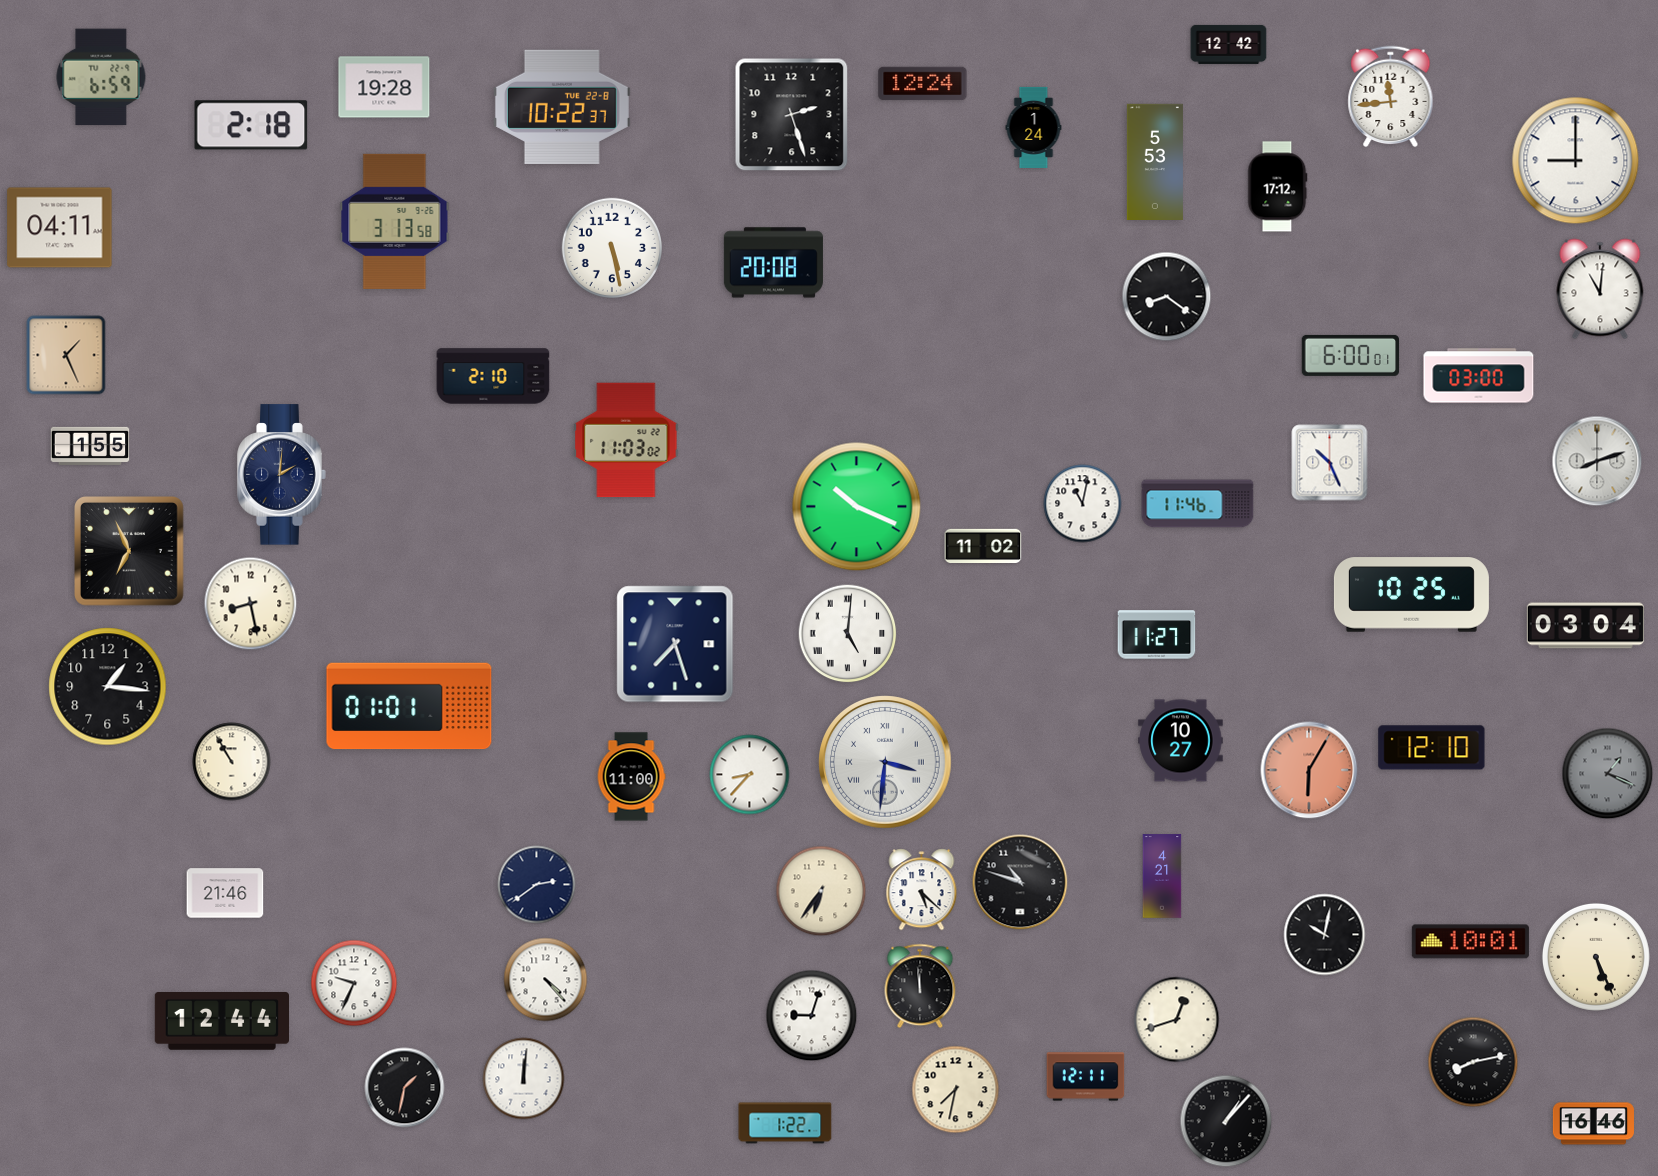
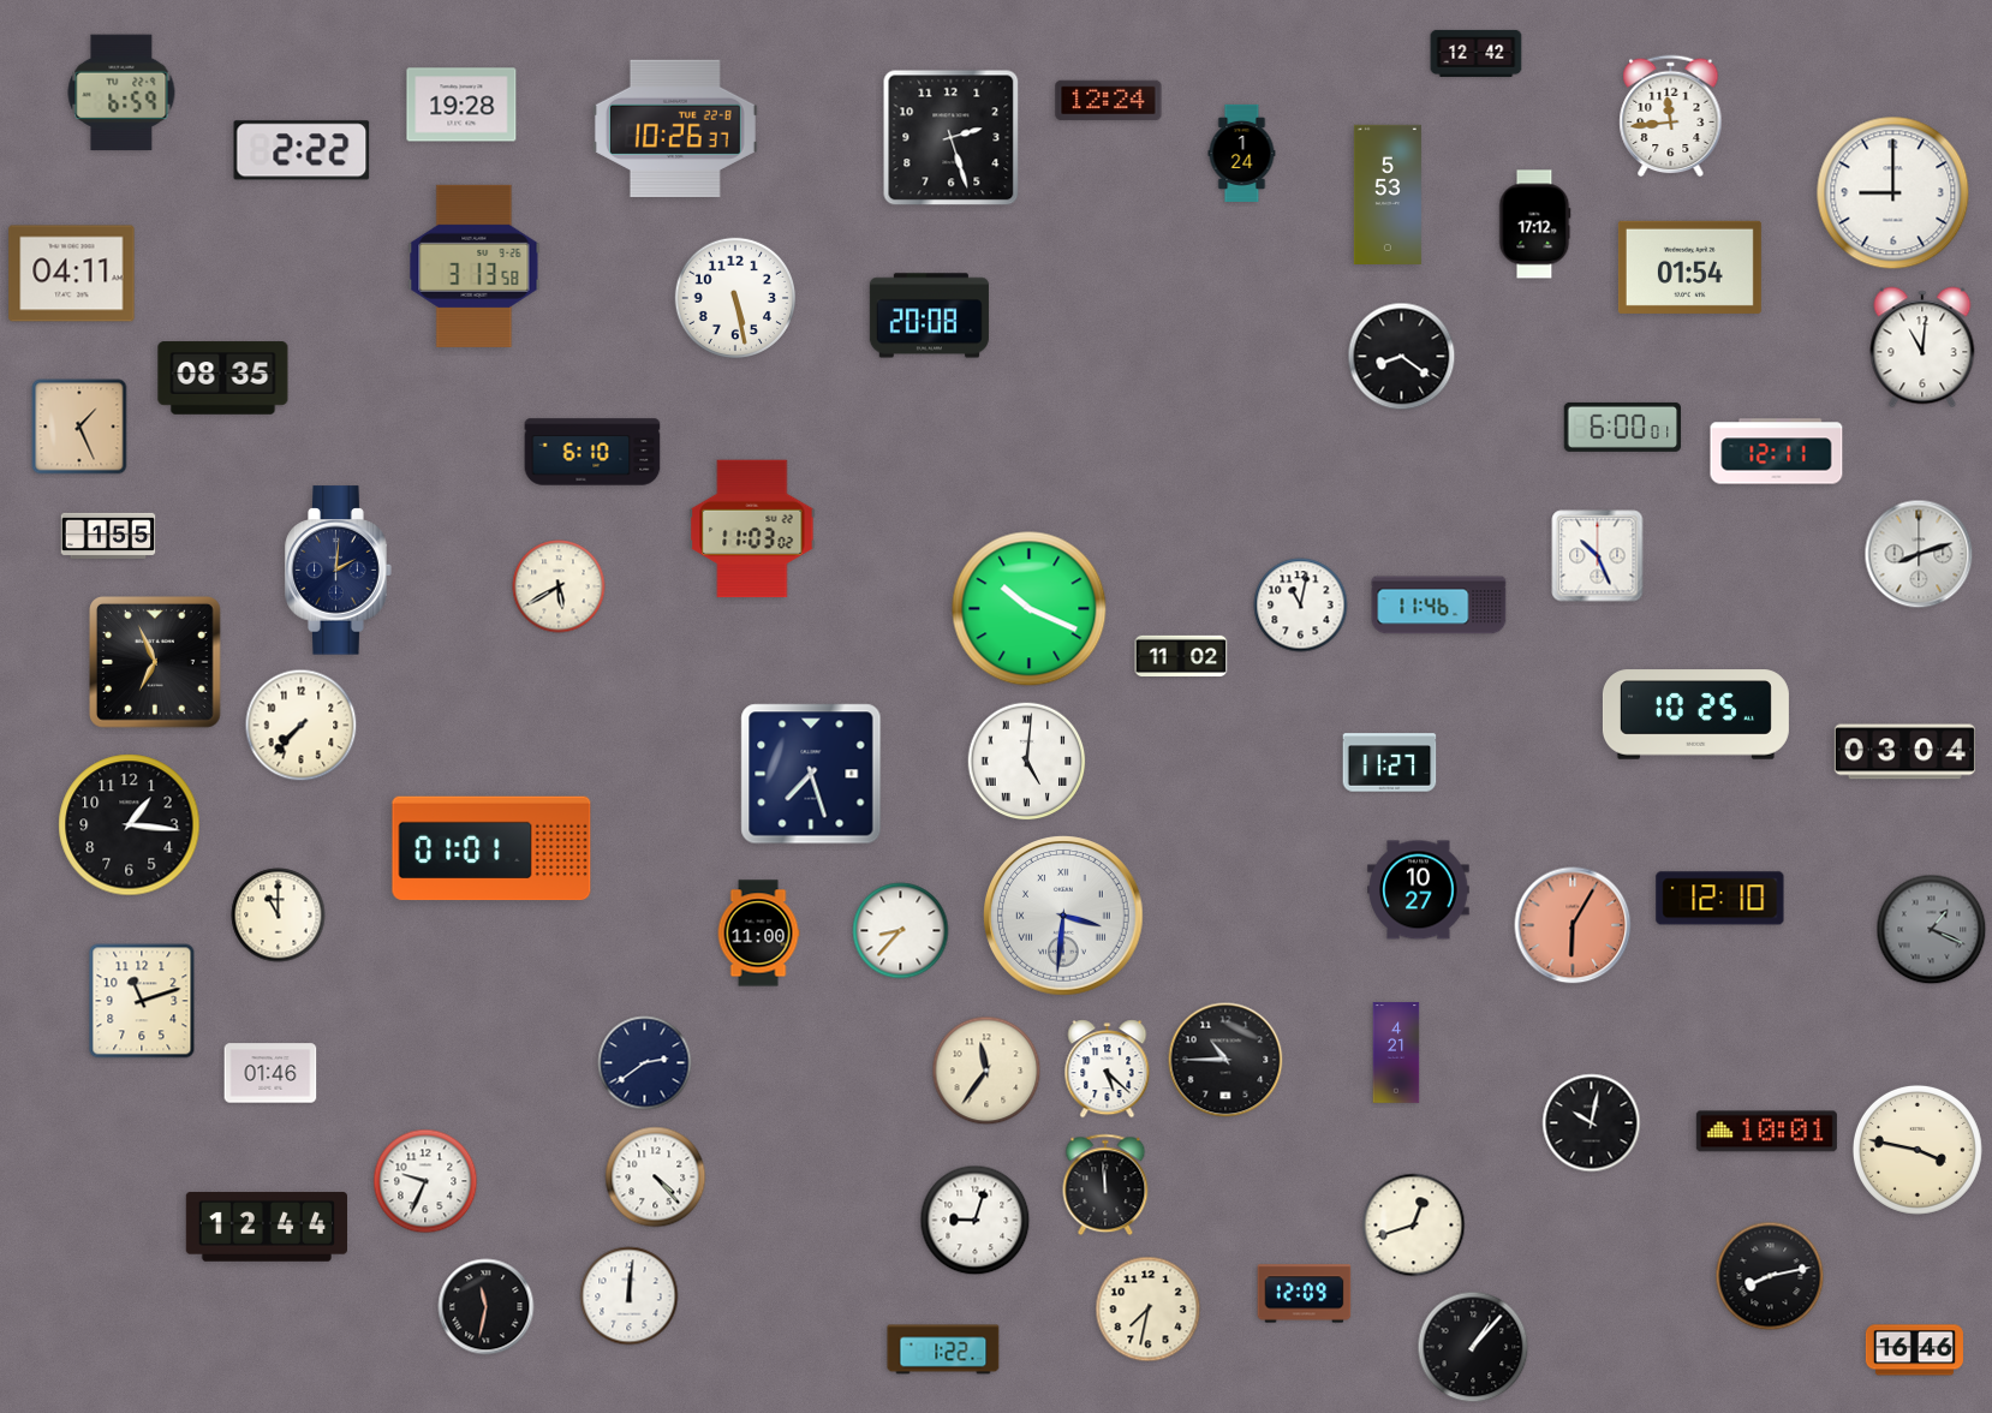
clock at (562, 106): 10:22 -> 10:26
clock at (251, 125): 2:18 -> 2:22
clock at (1689, 267): none -> 01:54
clock at (223, 378): none -> 08:35
clock at (493, 376): 2:10 -> 6:10
clock at (1479, 376): 03:00 -> 12:11
clock at (559, 586): none -> 5:40
clock at (251, 604): 8:28 -> 7:37
clock at (848, 634) position: (848, 634) -> (1027, 762)
clock at (232, 762): 10:55 -> 11:00
clock at (142, 1001): none -> 11:12
clock at (1020, 882): 10:48 -> 10:45
clock at (821, 891): 6:36 -> 11:36
clock at (225, 893): 21:46 -> 01:46
clock at (1596, 957): 5:26 -> 3:47
clock at (1086, 1077): 12:11 -> 12:09
clock at (405, 1088): 1:32 -> 11:32
